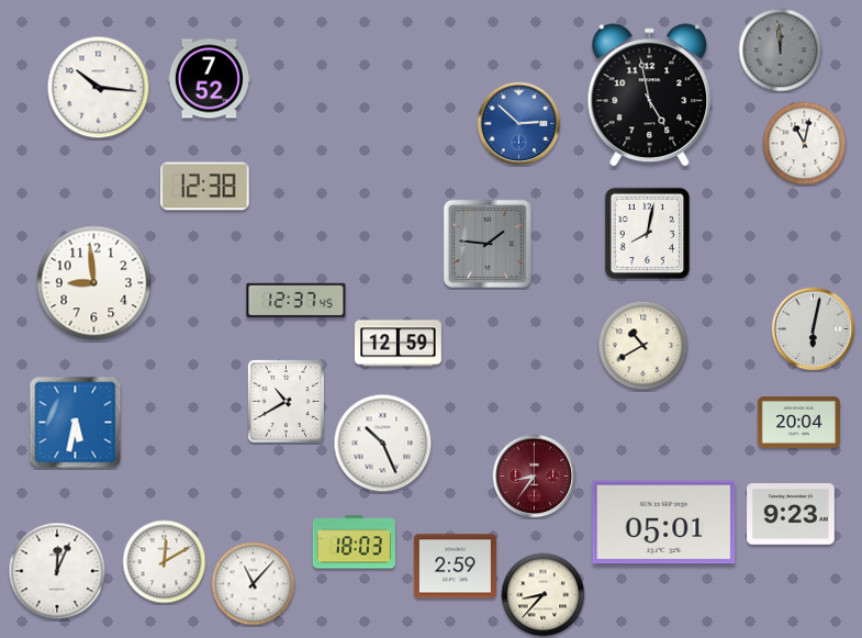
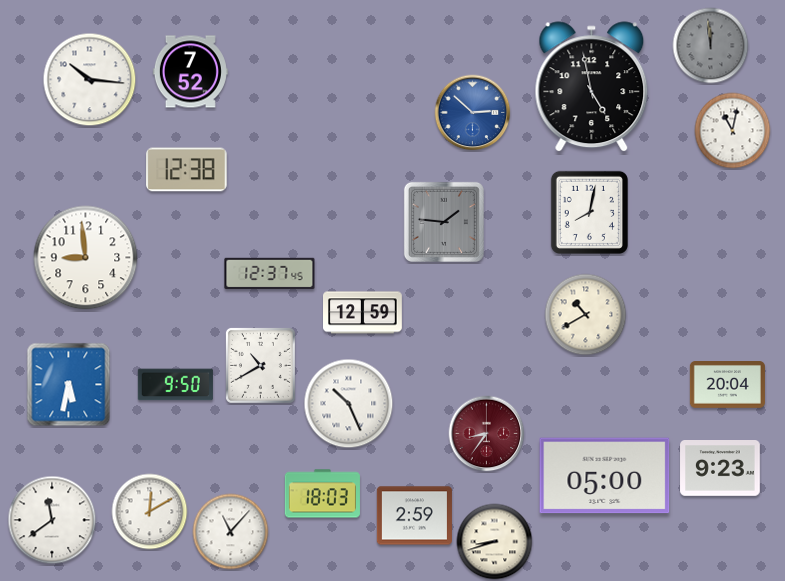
clock at (814, 329): 6:02 -> none
clock at (175, 385): none -> 9:50
clock at (664, 523): 05:01 -> 05:00
clock at (57, 571): 12:04 -> 11:39
clock at (544, 595): 8:37 -> 8:42
